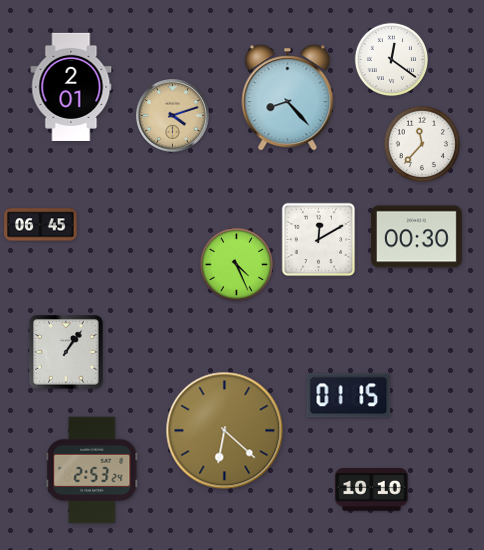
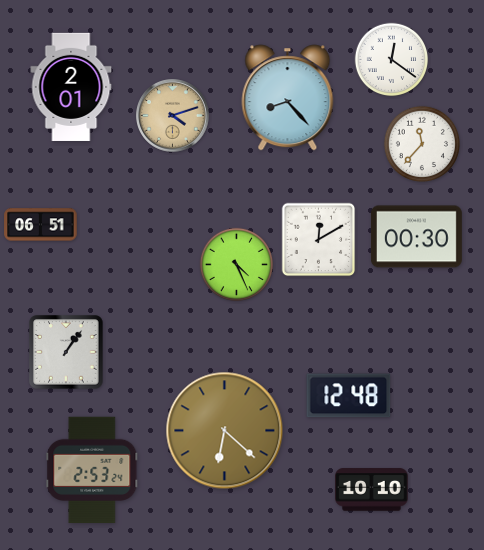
clock at (41, 225): 06:45 -> 06:51
clock at (349, 396): 01:15 -> 12:48
